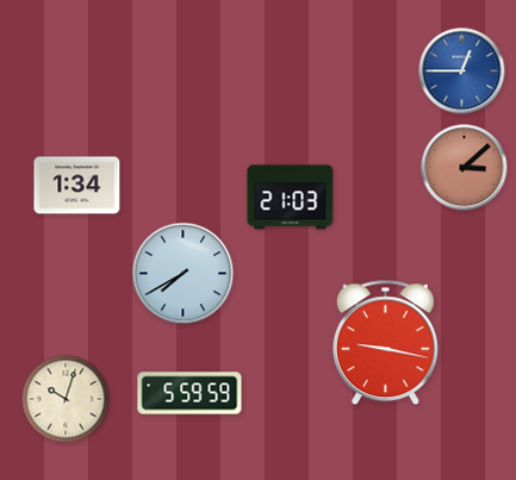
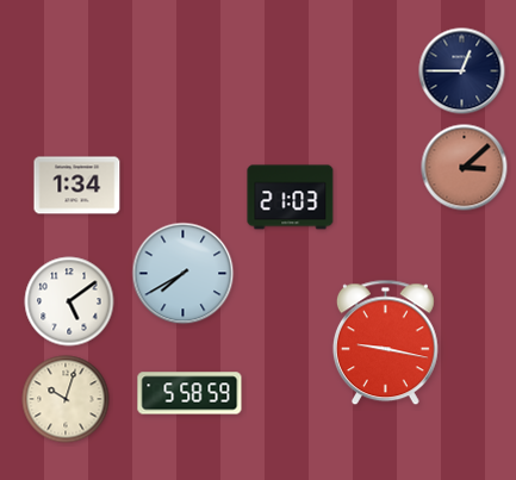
clock at (462, 71) dial: blue -> navy
clock at (69, 301): none -> 5:09
clock at (189, 393): 5:59 -> 5:58
